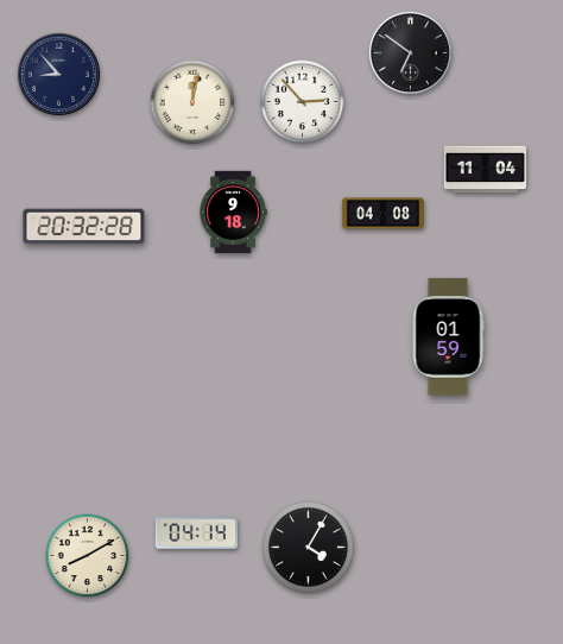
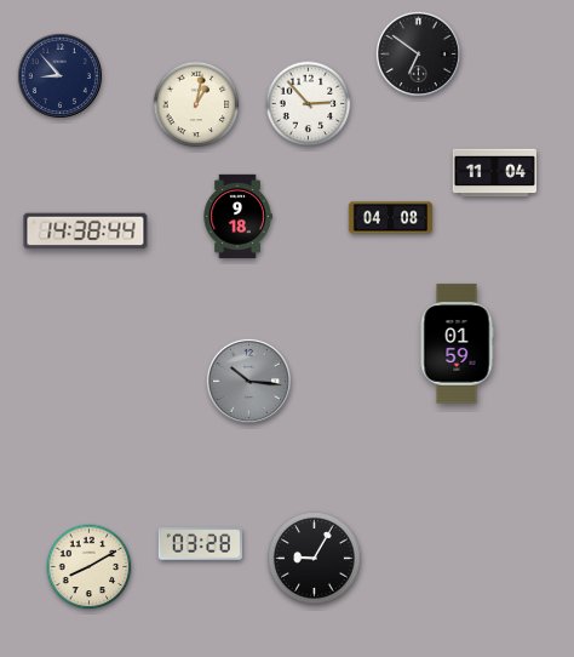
clock at (192, 102): 12:02 -> 1:02
clock at (84, 227): 20:32 -> 14:38
clock at (248, 381): none -> 10:16
clock at (196, 533): 04:14 -> 03:28
clock at (309, 548): 4:05 -> 9:05
